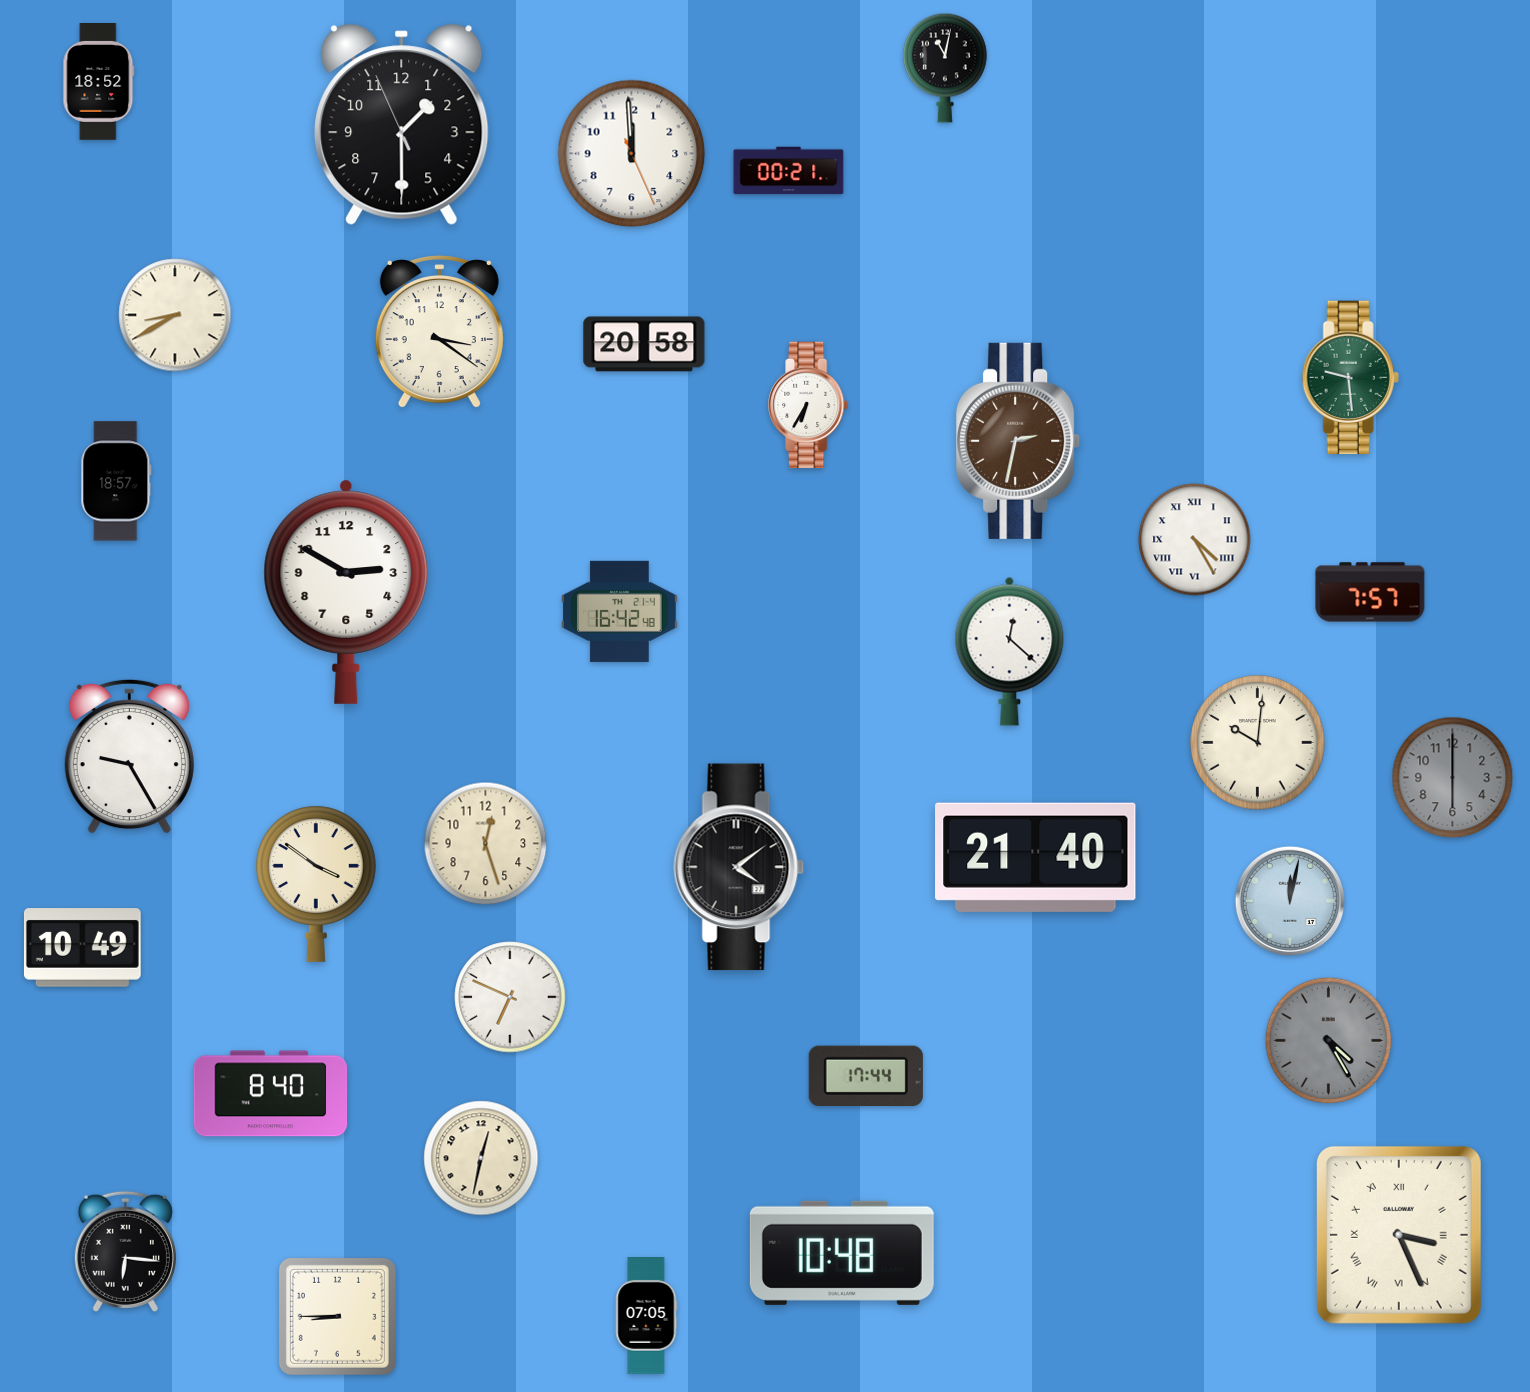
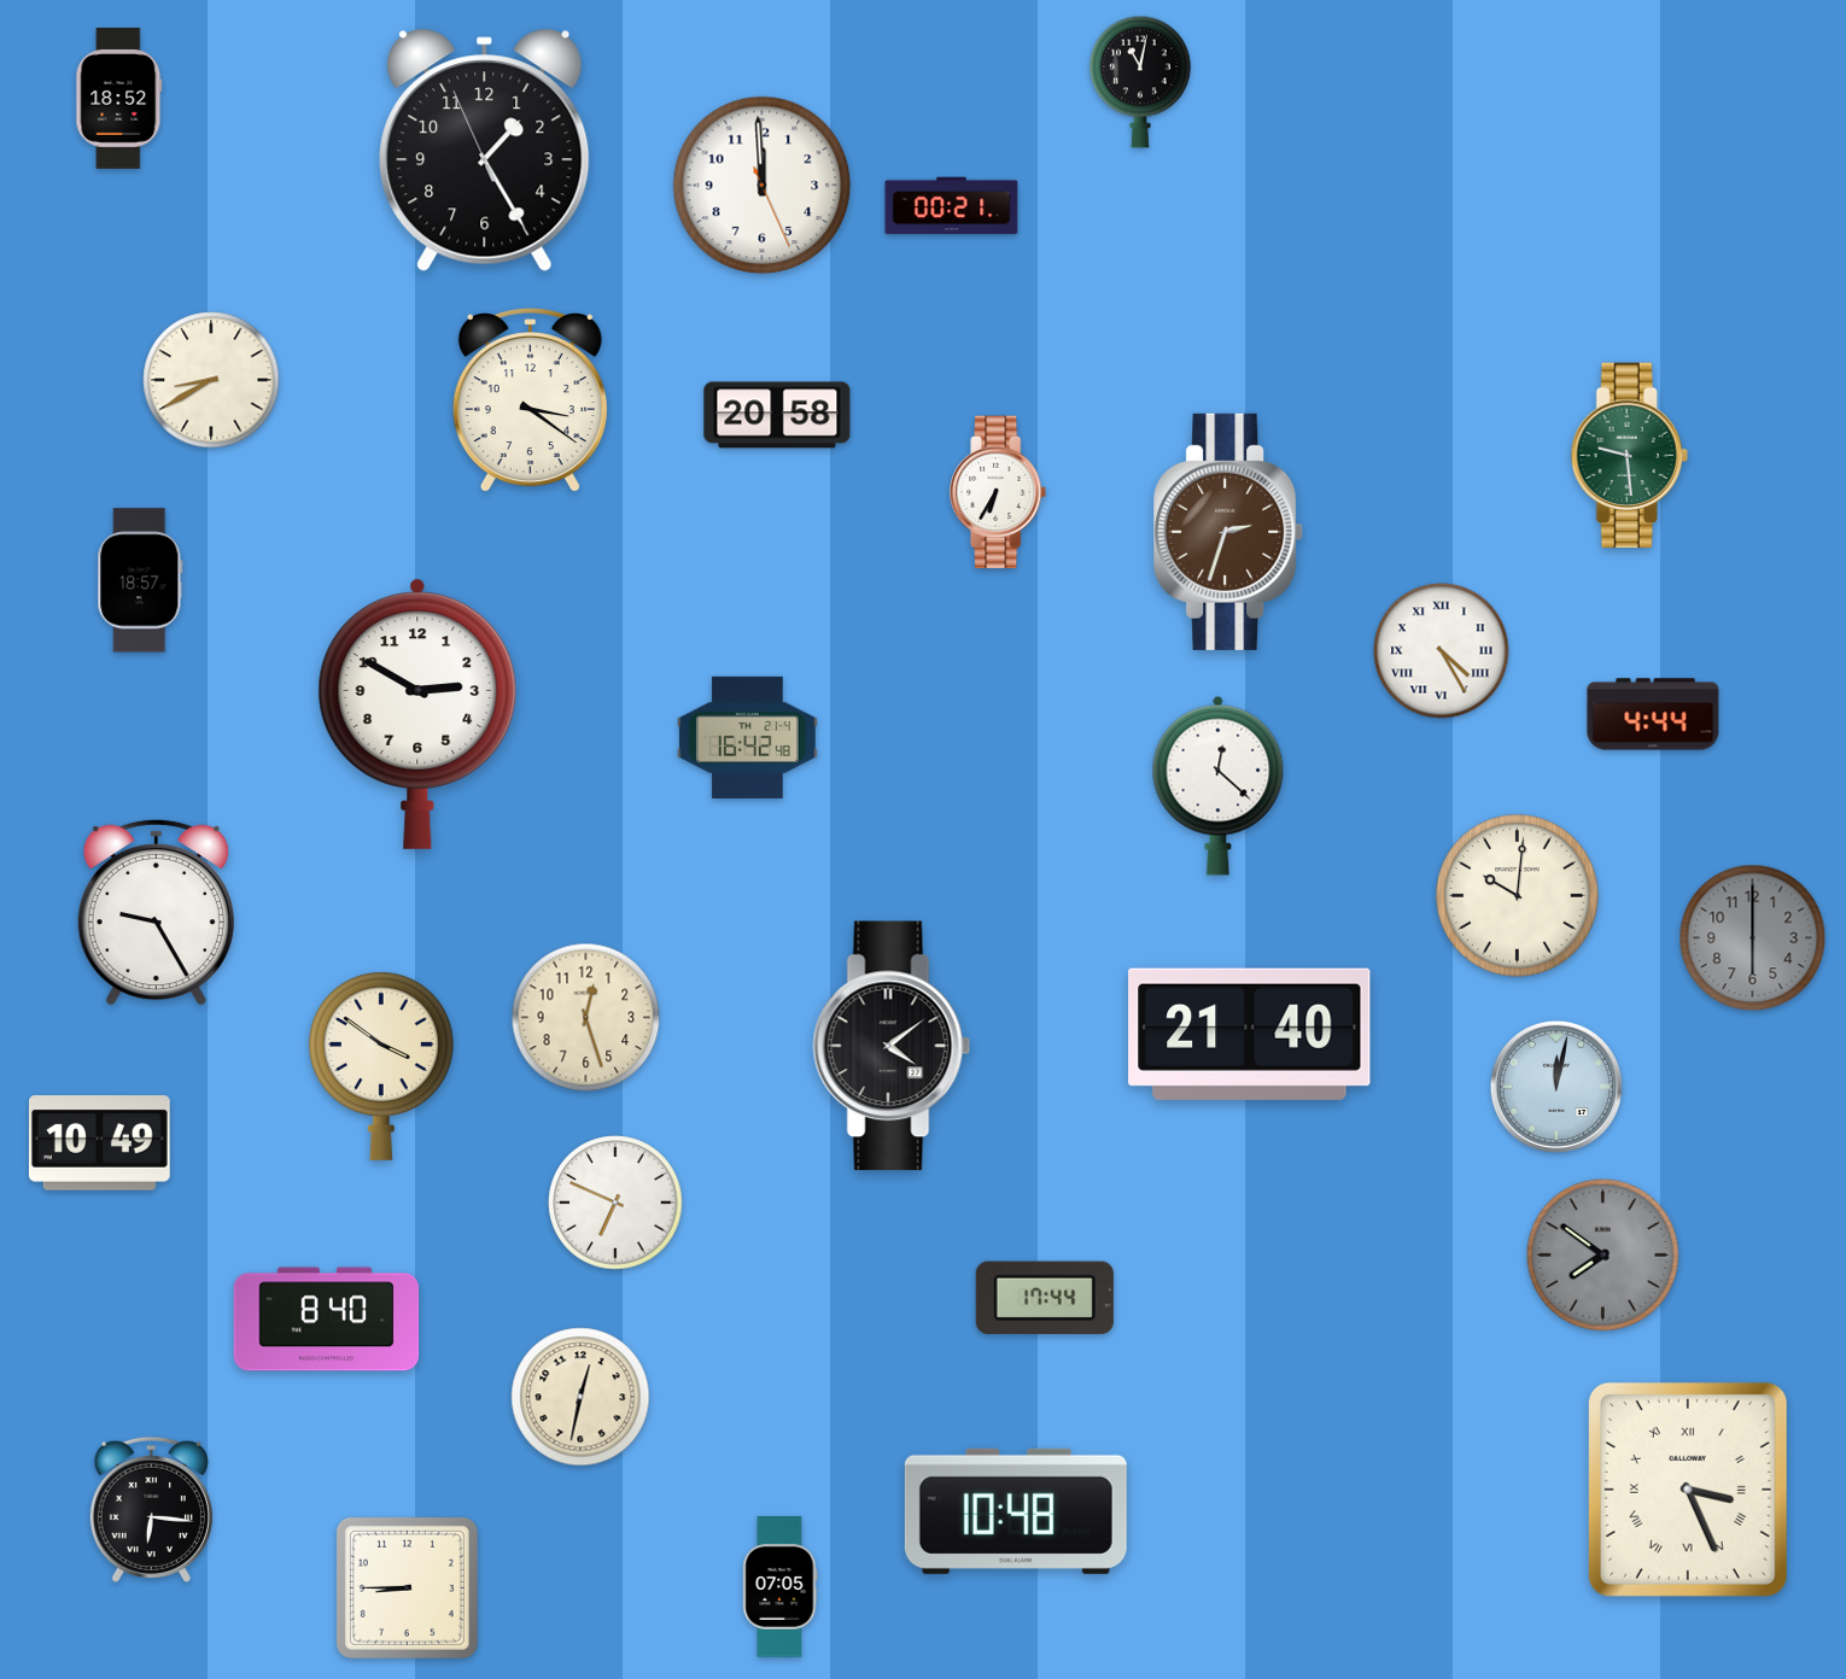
clock at (402, 124): 1:29 -> 1:24
clock at (809, 405) position: (809, 405) -> (999, 492)
clock at (1019, 441): 2:32 -> 2:33
clock at (1370, 592): 7:57 -> 4:44
clock at (1328, 1040): 4:25 -> 7:51
